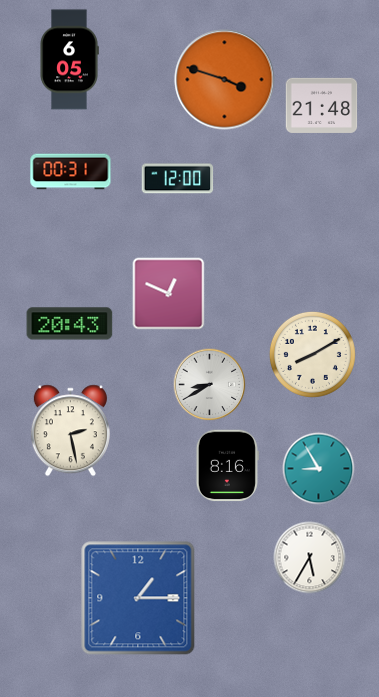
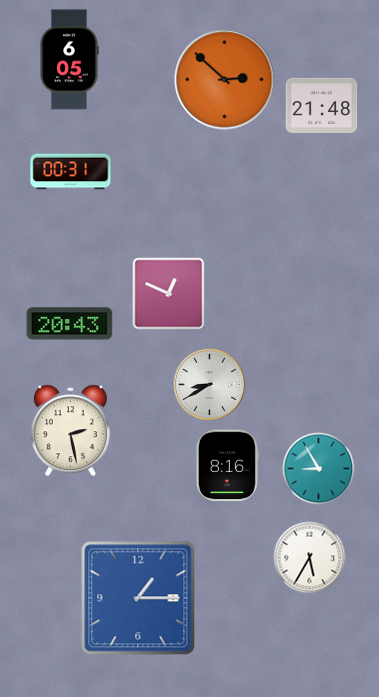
clock at (225, 80): 3:48 -> 2:52
clock at (178, 179): 12:00 -> none
clock at (312, 354): 8:10 -> none
